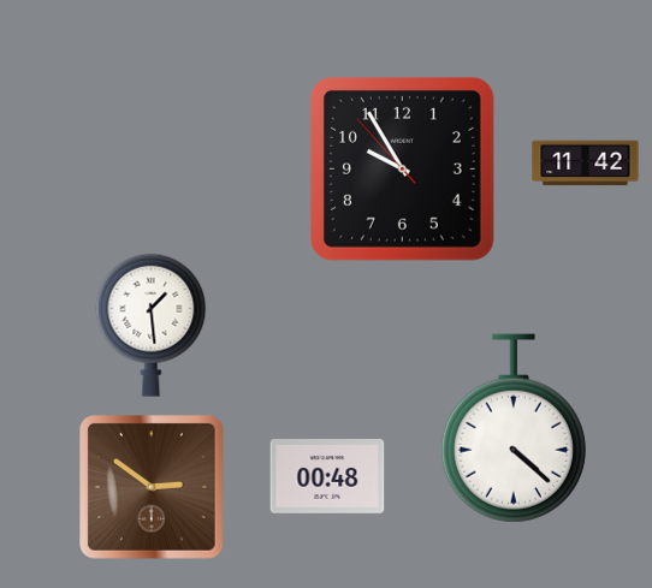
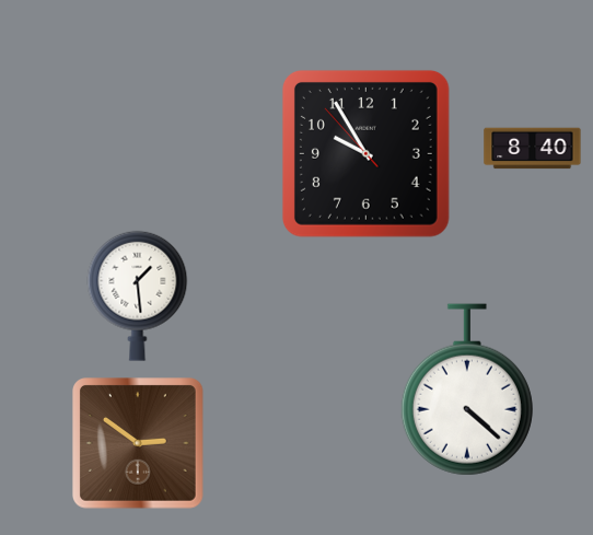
clock at (586, 164): 11:42 -> 8:40
clock at (327, 476): 00:48 -> none
